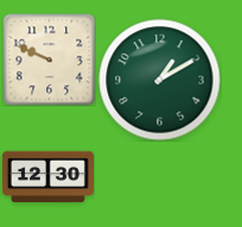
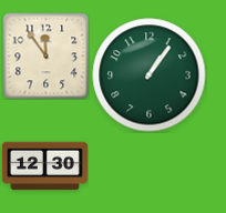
clock at (49, 59): 9:49 -> 11:54
clock at (160, 80): 1:10 -> 1:06
